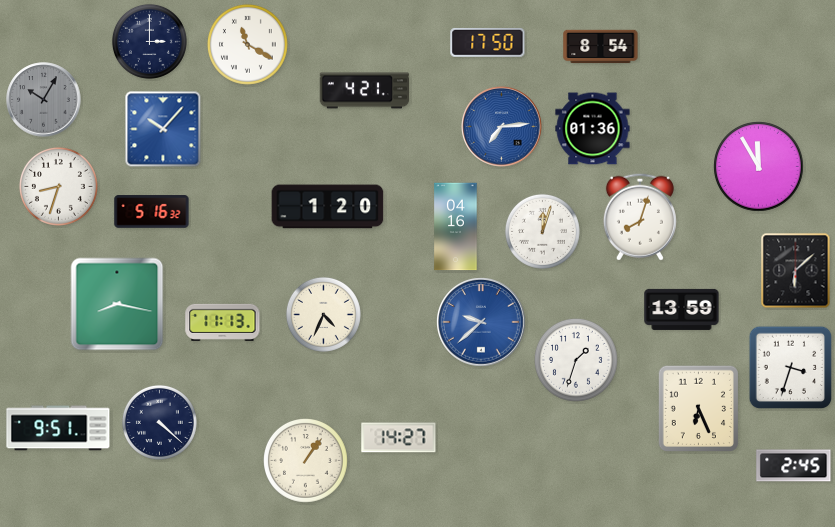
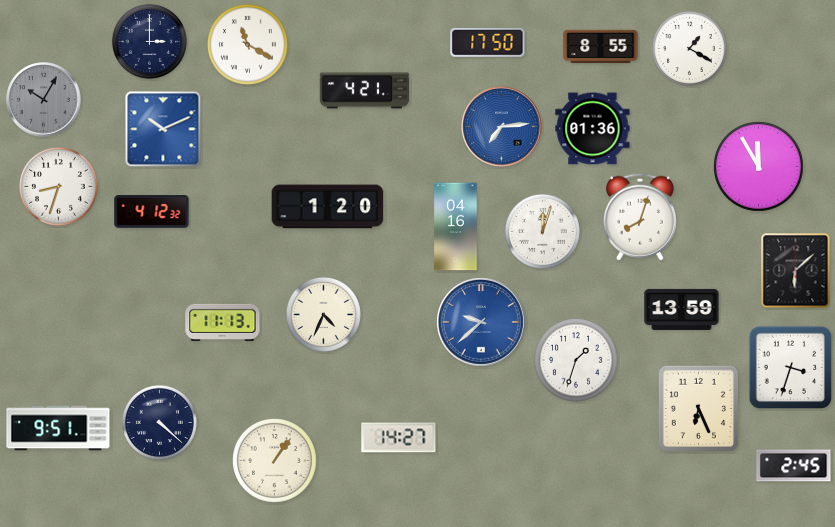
clock at (601, 47): 8:54 -> 8:55
clock at (689, 48): none -> 1:20
clock at (163, 129): 10:07 -> 10:11
clock at (152, 212): 5:16 -> 4:12
clock at (117, 304): 8:17 -> none
clock at (306, 461) position: (306, 461) -> (275, 461)
